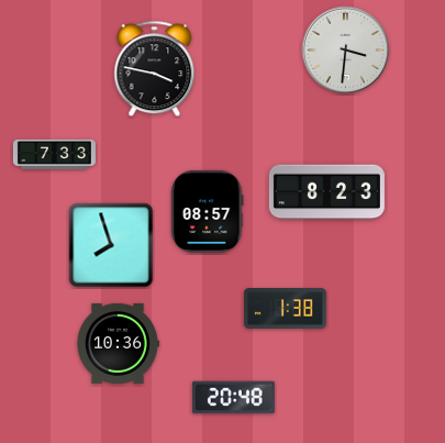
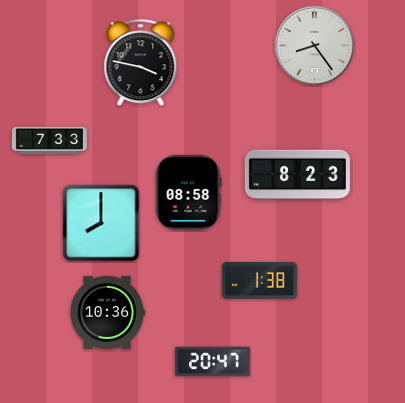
clock at (346, 51): 3:31 -> 8:24
clock at (208, 211): 08:57 -> 08:58
clock at (111, 245): 7:57 -> 8:00
clock at (233, 398): 20:48 -> 20:47
